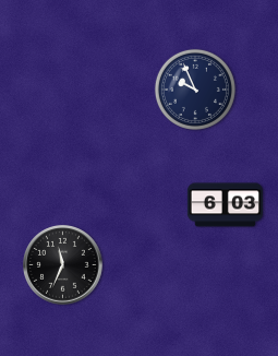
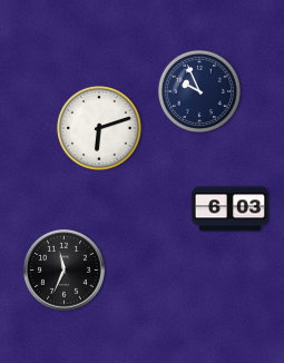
clock at (99, 128): none -> 6:12
